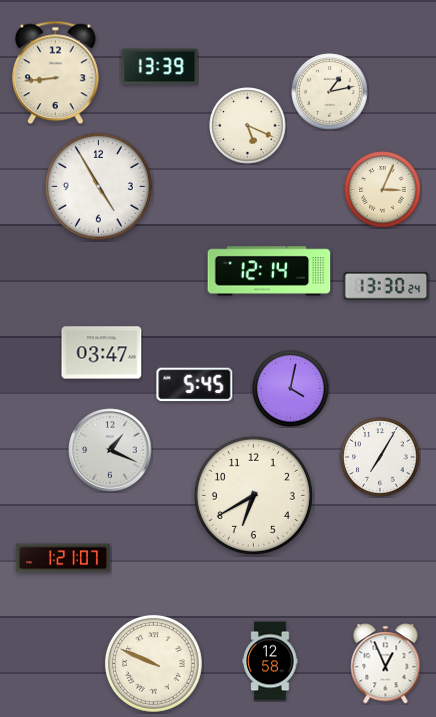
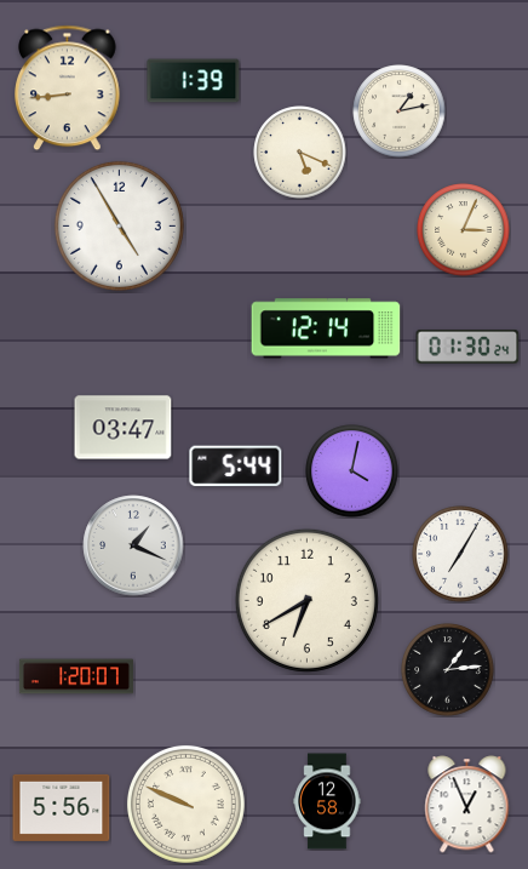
clock at (160, 67): 13:39 -> 1:39
clock at (386, 286): 13:30 -> 01:30
clock at (195, 385): 5:45 -> 5:44
clock at (448, 670): none -> 1:14
clock at (63, 558): 1:21 -> 1:20
clock at (62, 807): none -> 5:56
